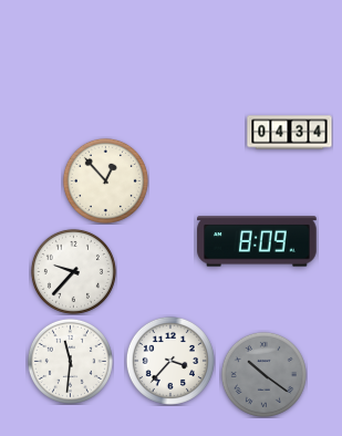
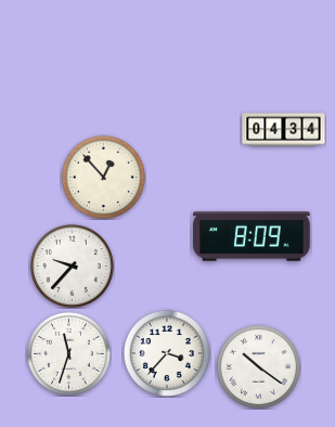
clock at (70, 361): 11:31 -> 11:33
clock at (263, 374) dial: grey -> white
